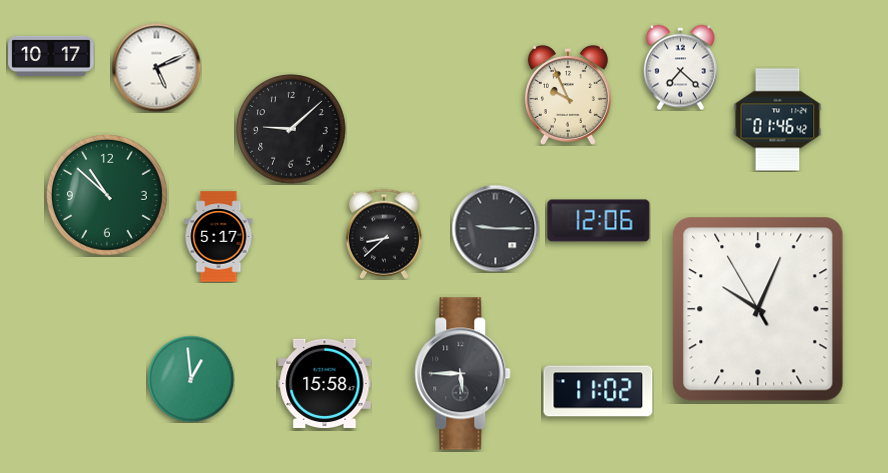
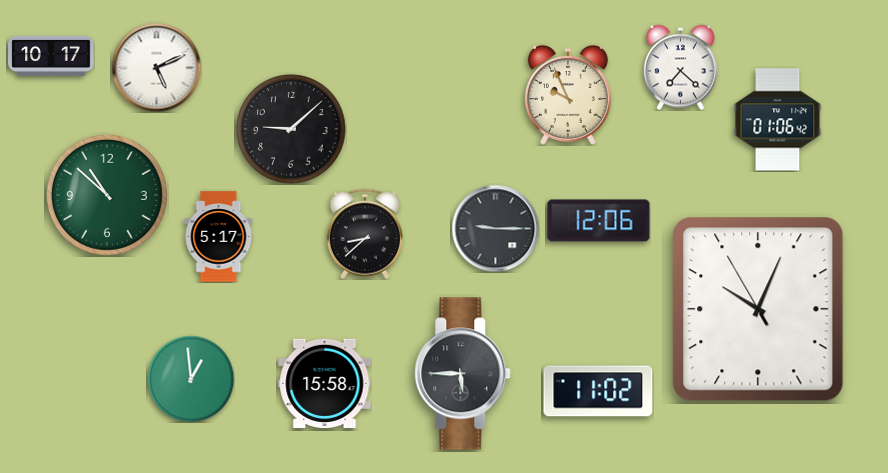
clock at (778, 120): 01:46 -> 01:06
clock at (384, 234) position: (384, 234) -> (365, 234)
